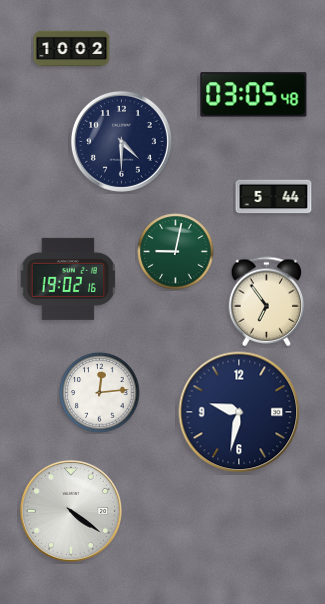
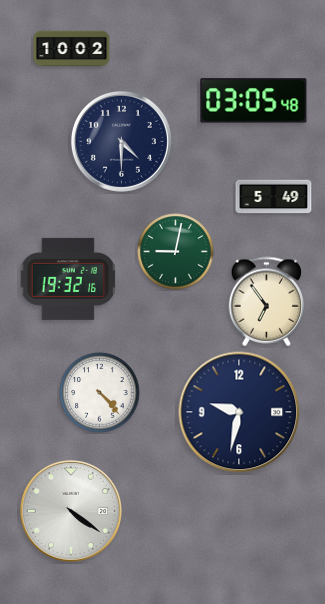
clock at (254, 95) position: (254, 95) -> (254, 101)
clock at (274, 197): 5:44 -> 5:49
clock at (68, 279): 19:02 -> 19:32
clock at (100, 393): 12:14 -> 4:23
